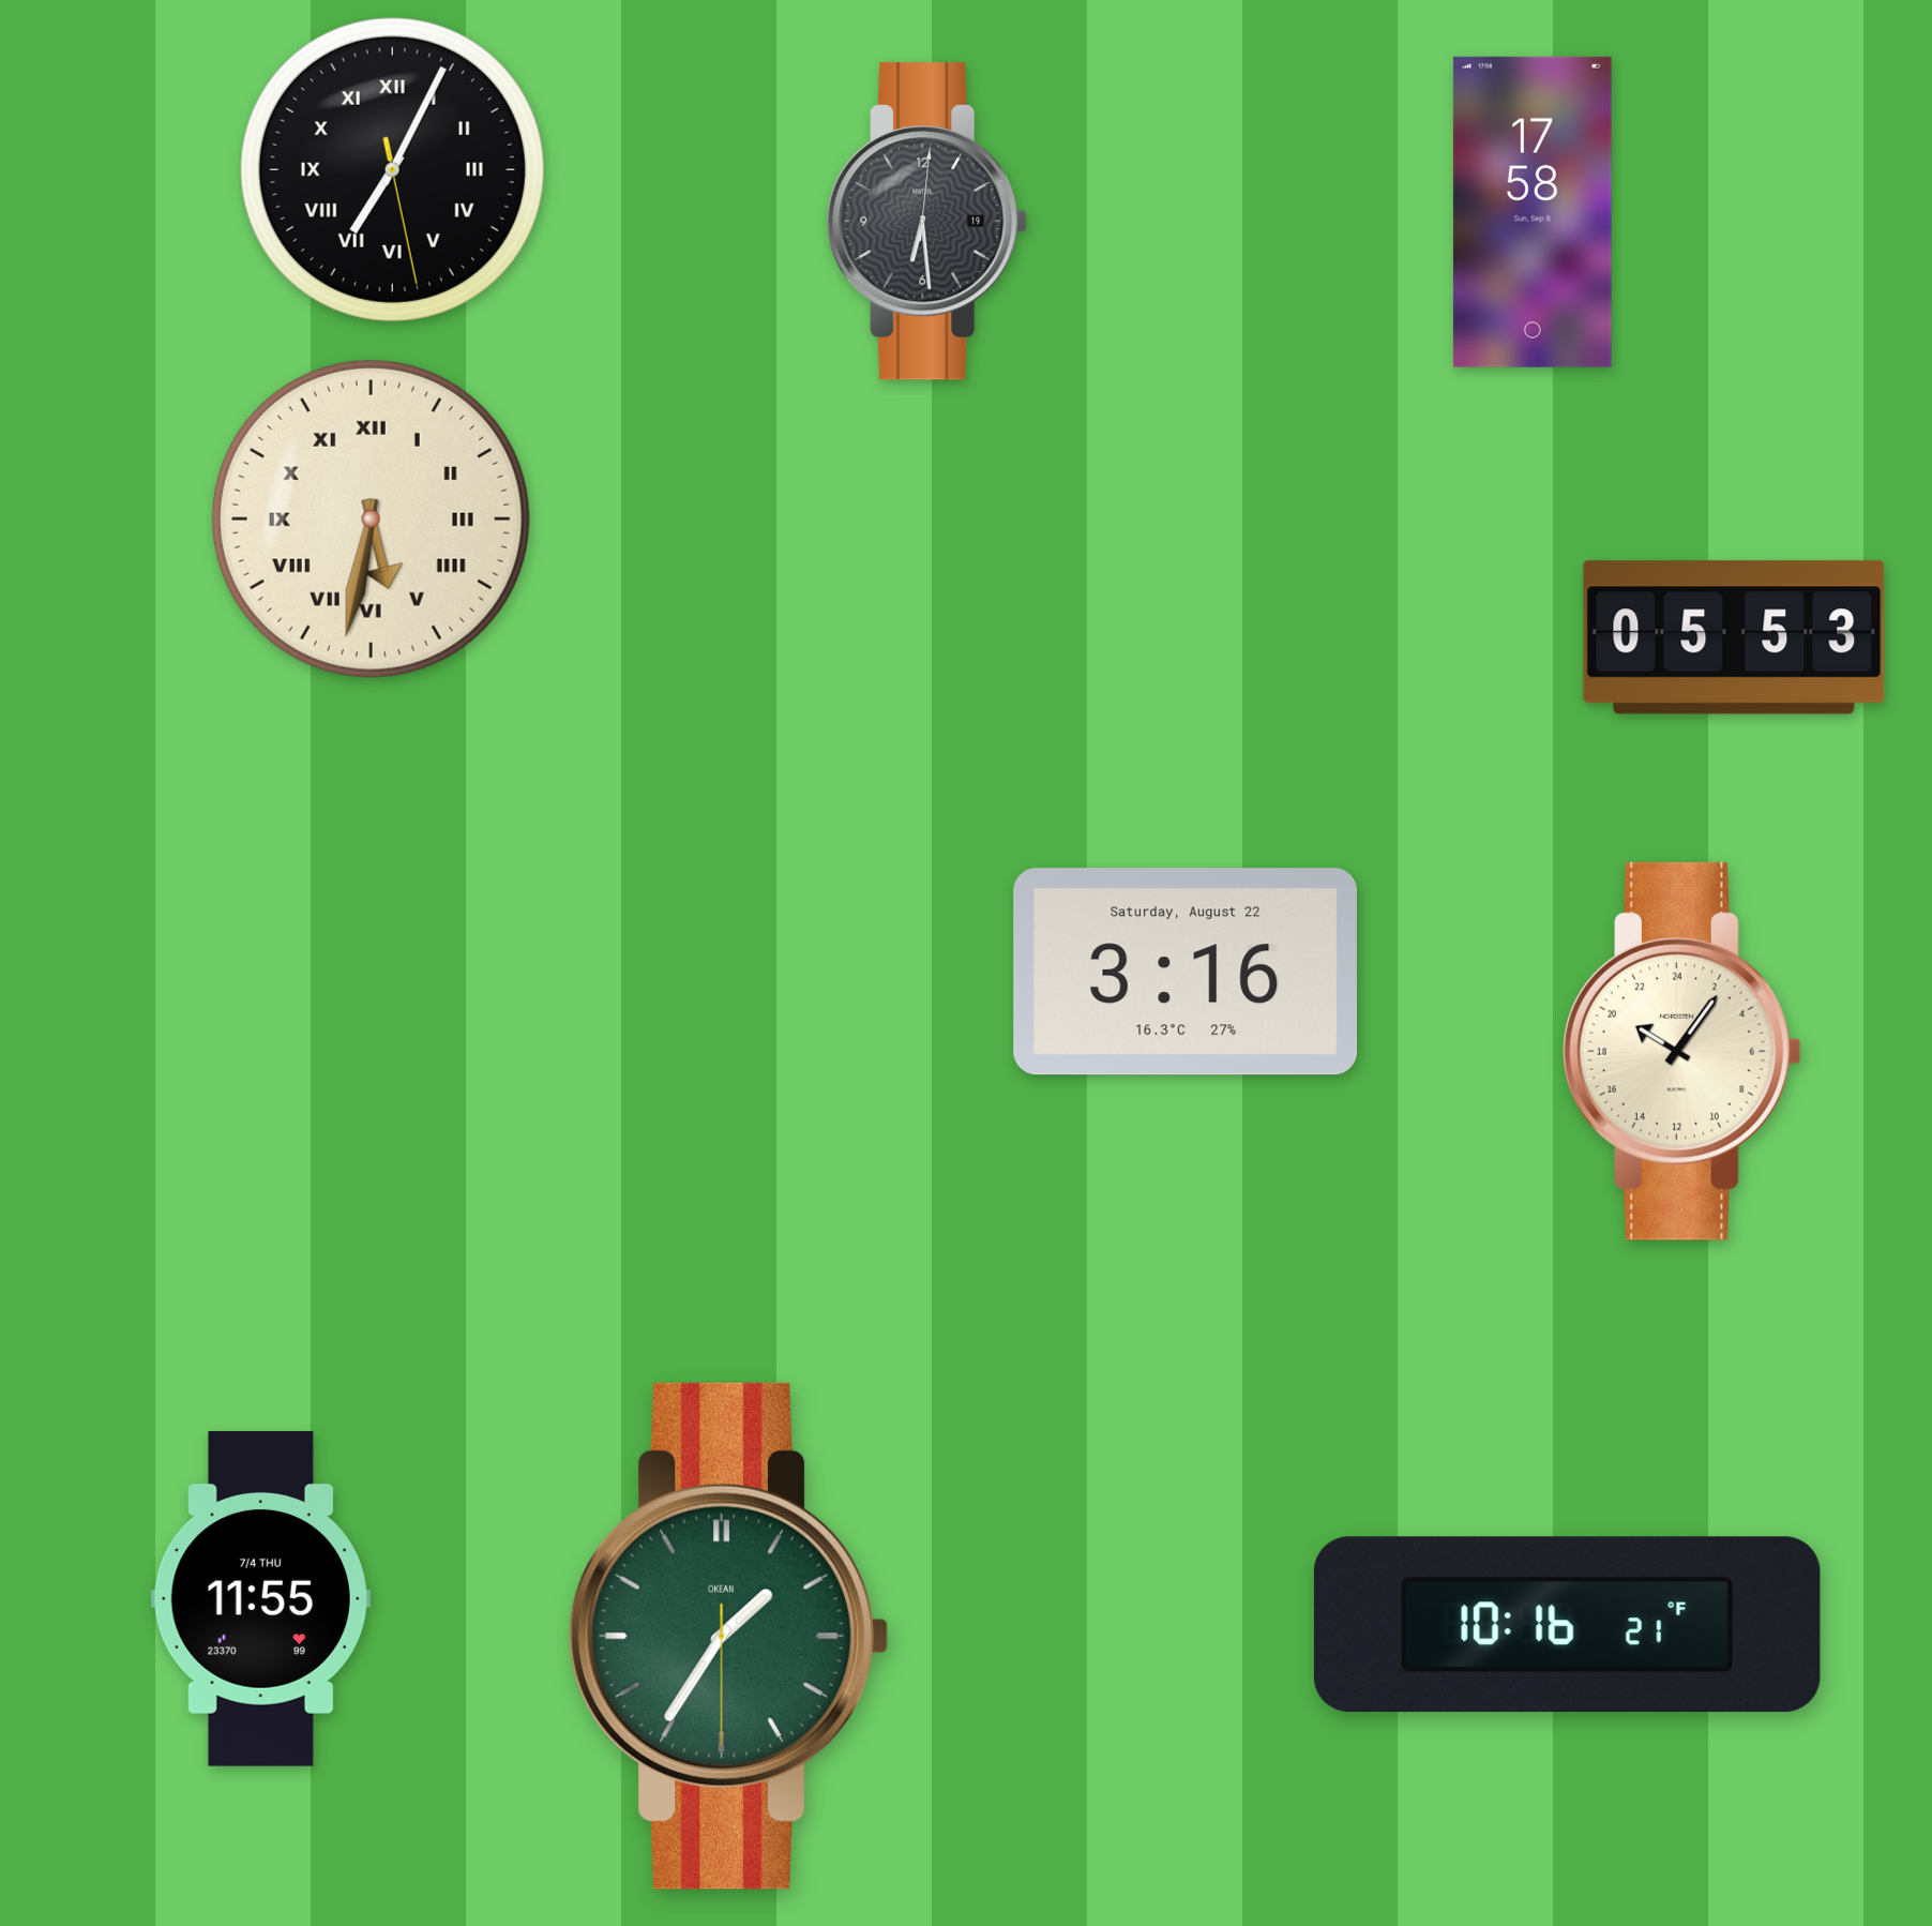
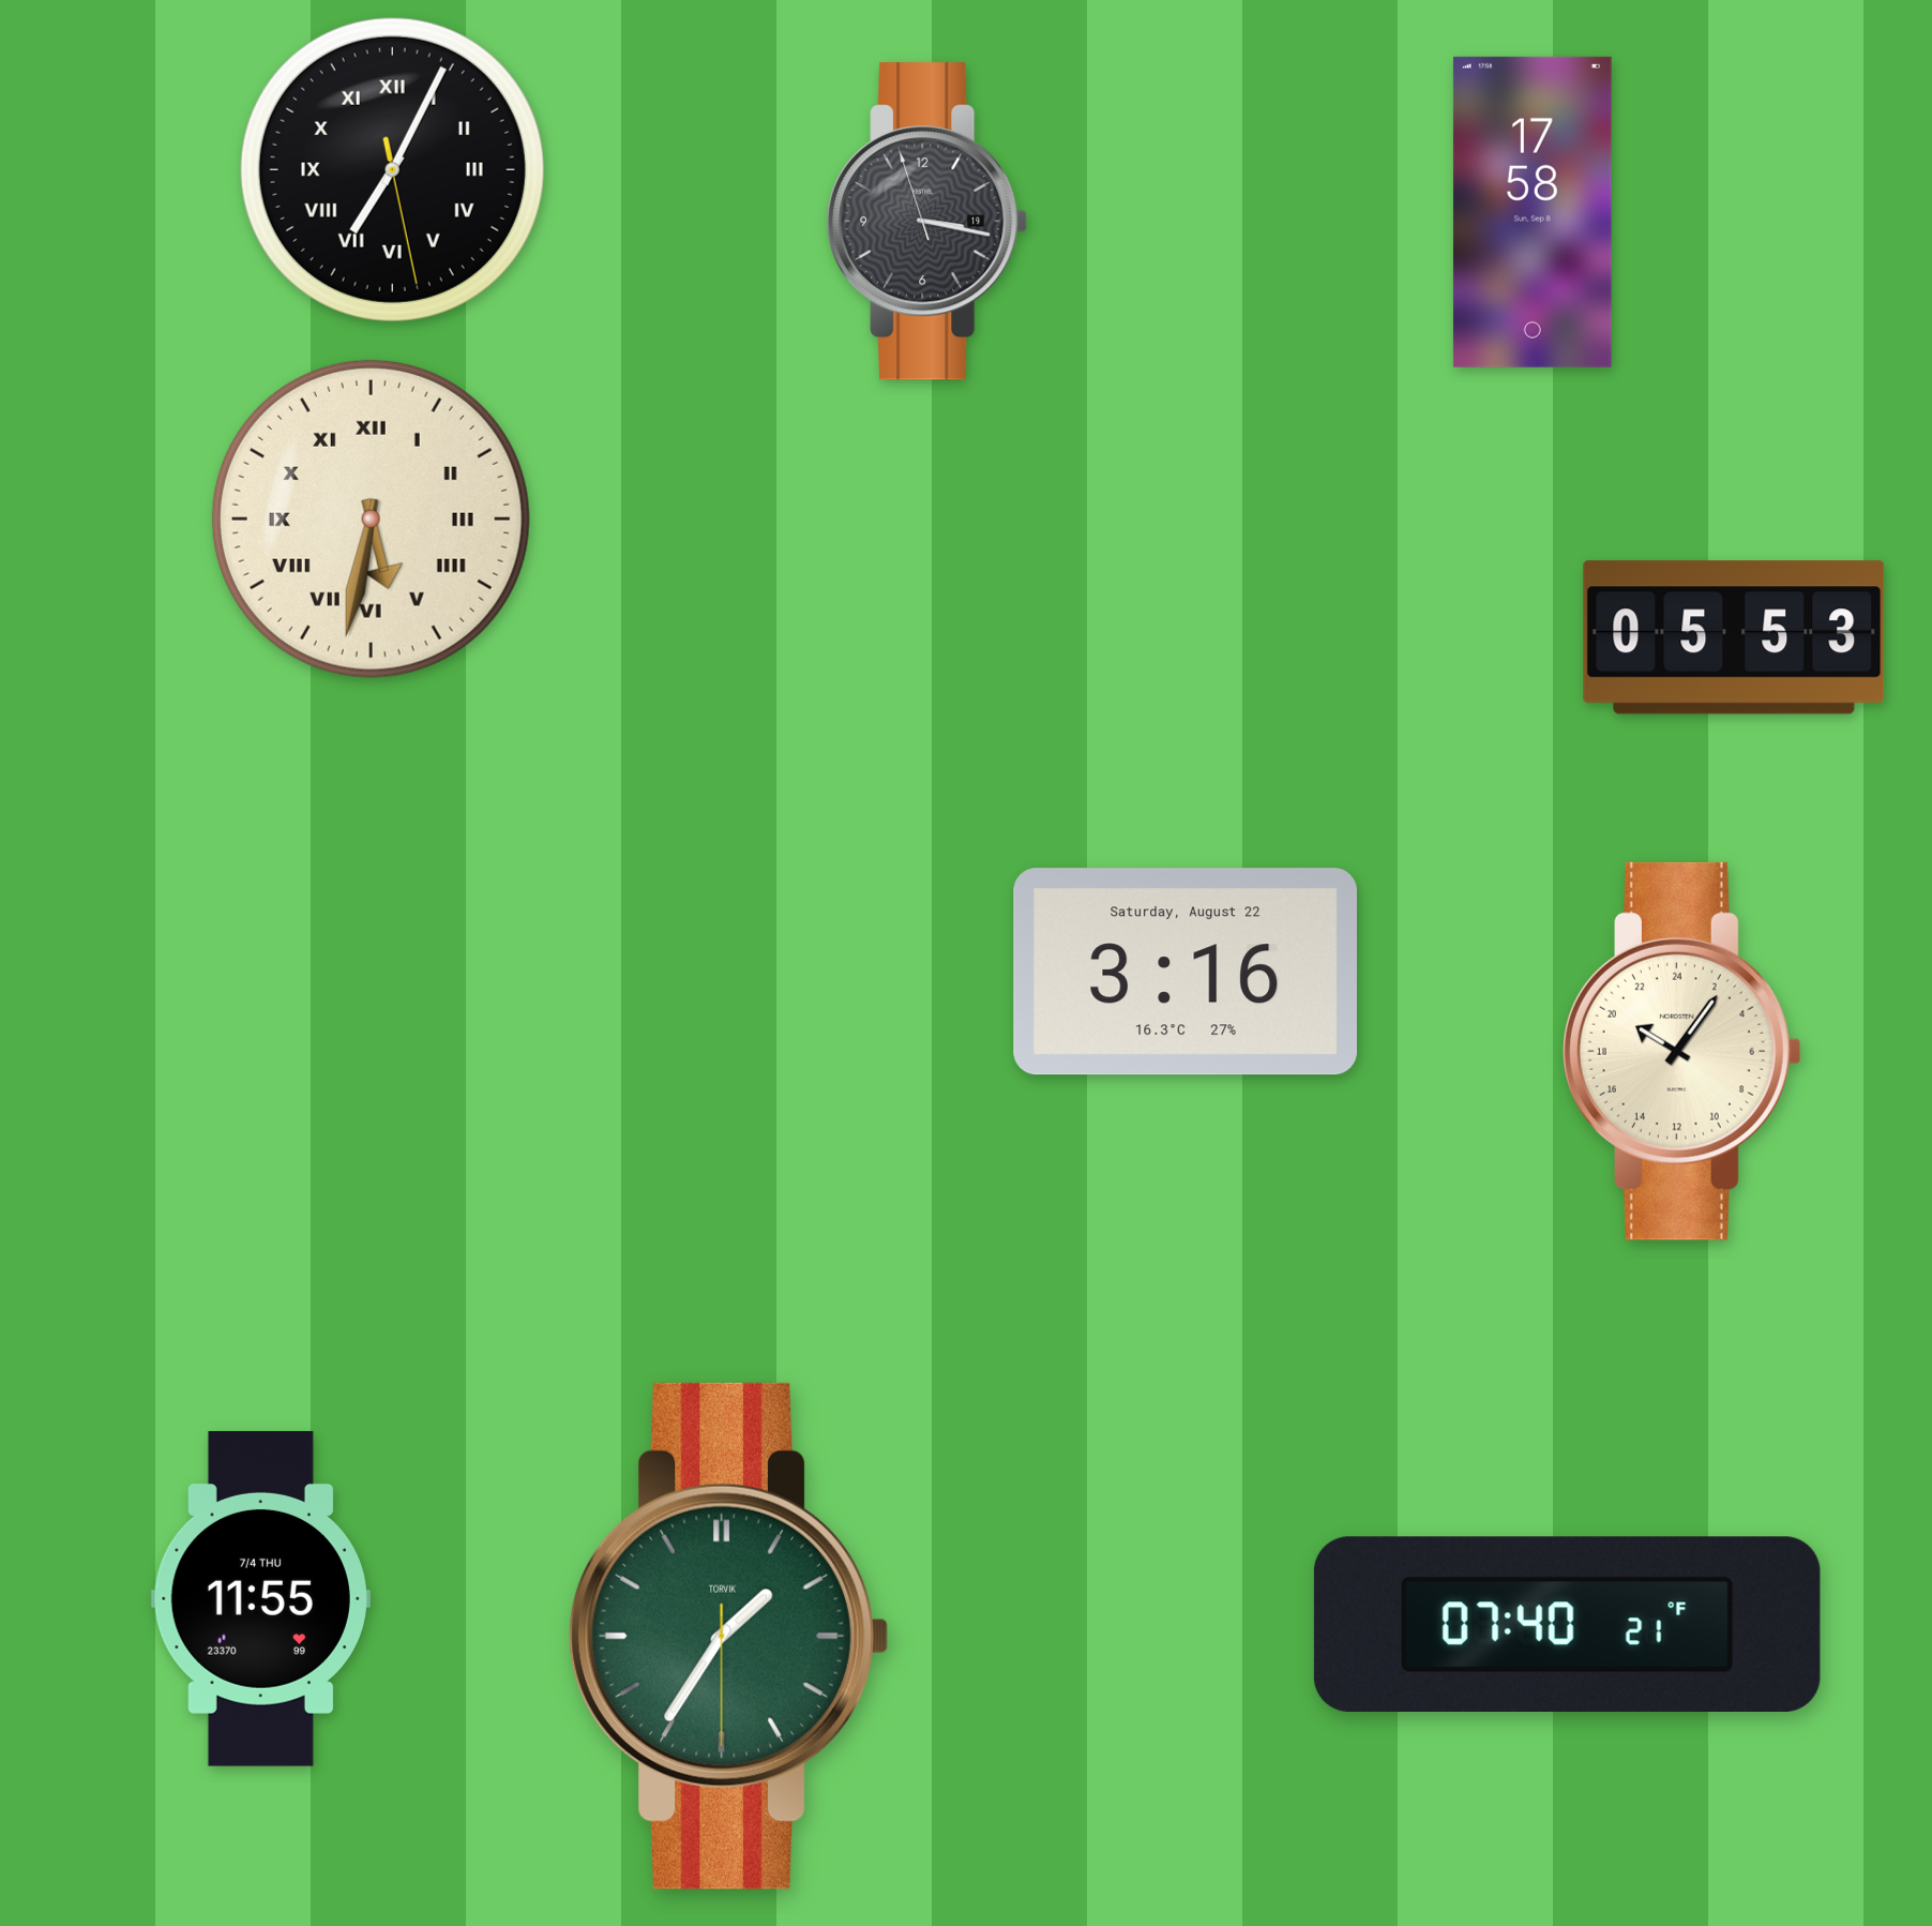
clock at (927, 222): 6:29 -> 3:16
clock at (1567, 1624): 10:16 -> 07:40
clock at (728, 1636) brand: OKEAN -> TORVIK
